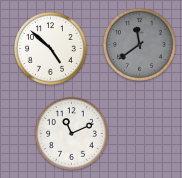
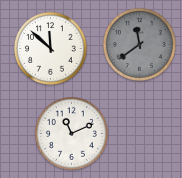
clock at (51, 49): 4:52 -> 11:52
